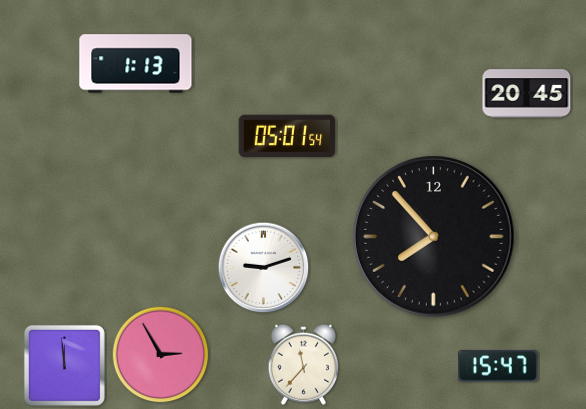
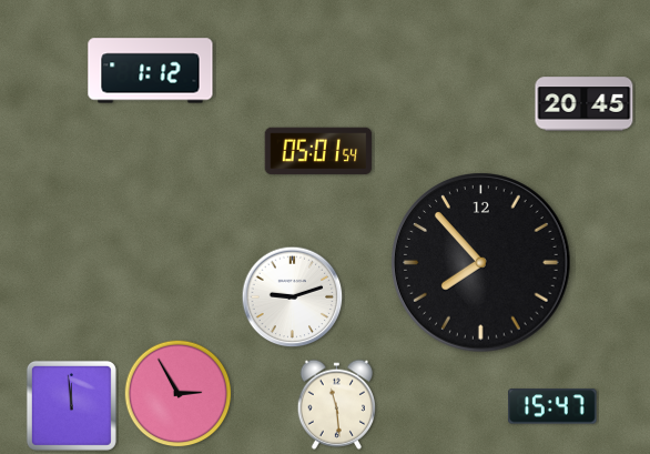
clock at (136, 64): 1:13 -> 1:12
clock at (304, 364): 11:37 -> 11:29
